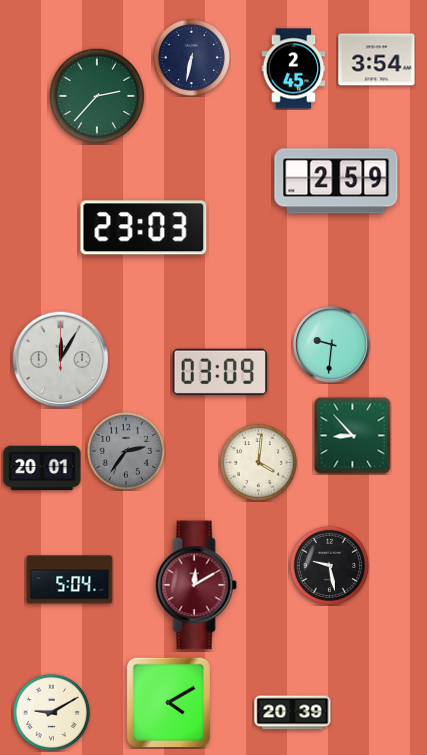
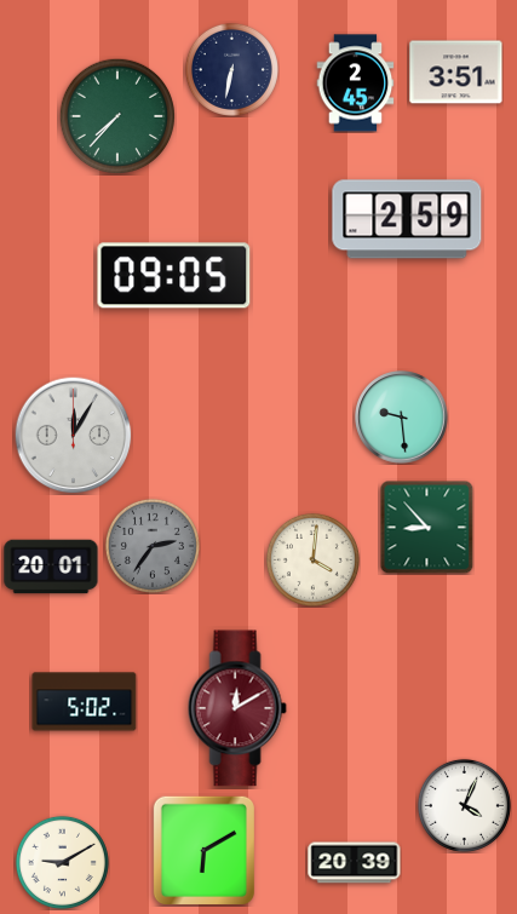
clock at (377, 60): 3:54 -> 3:51
clock at (97, 96): 2:37 -> 7:37
clock at (144, 228): 23:03 -> 09:05
clock at (332, 345): 9:31 -> 9:29
clock at (220, 371): 03:09 -> none
clock at (329, 565): 9:28 -> none
clock at (70, 580): 5:04 -> 5:02
clock at (464, 805): none -> 4:04
clock at (168, 702): 4:10 -> 6:10
